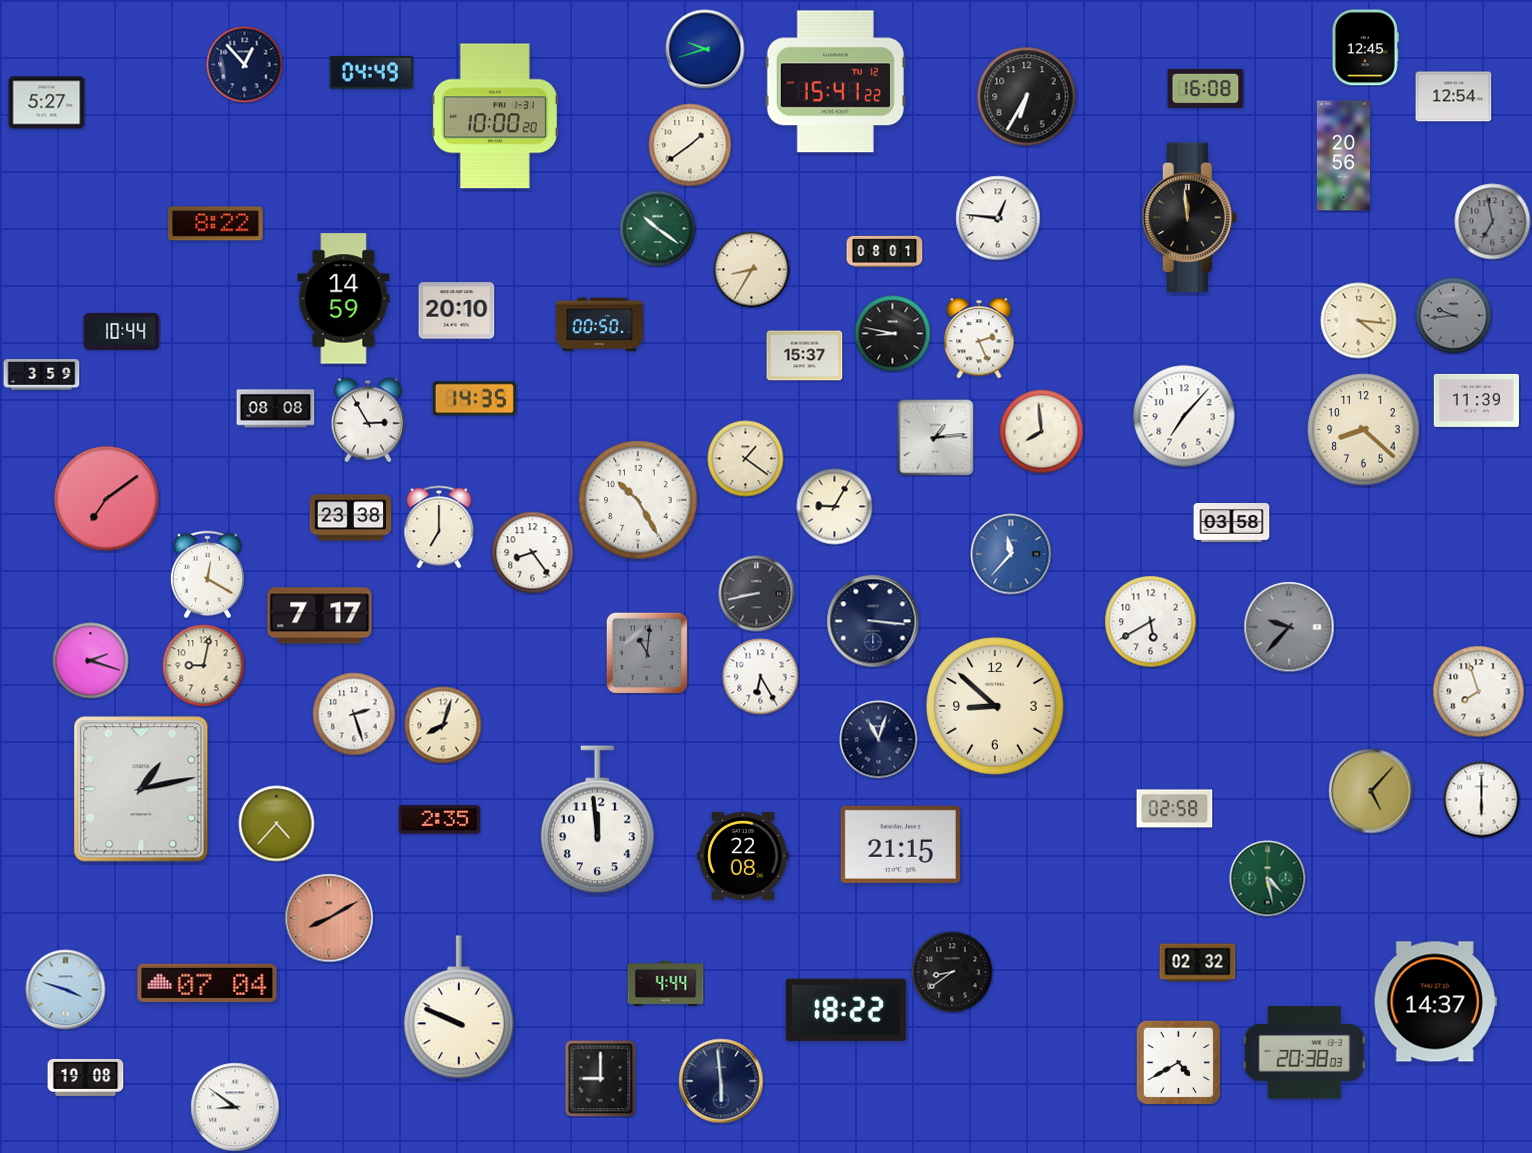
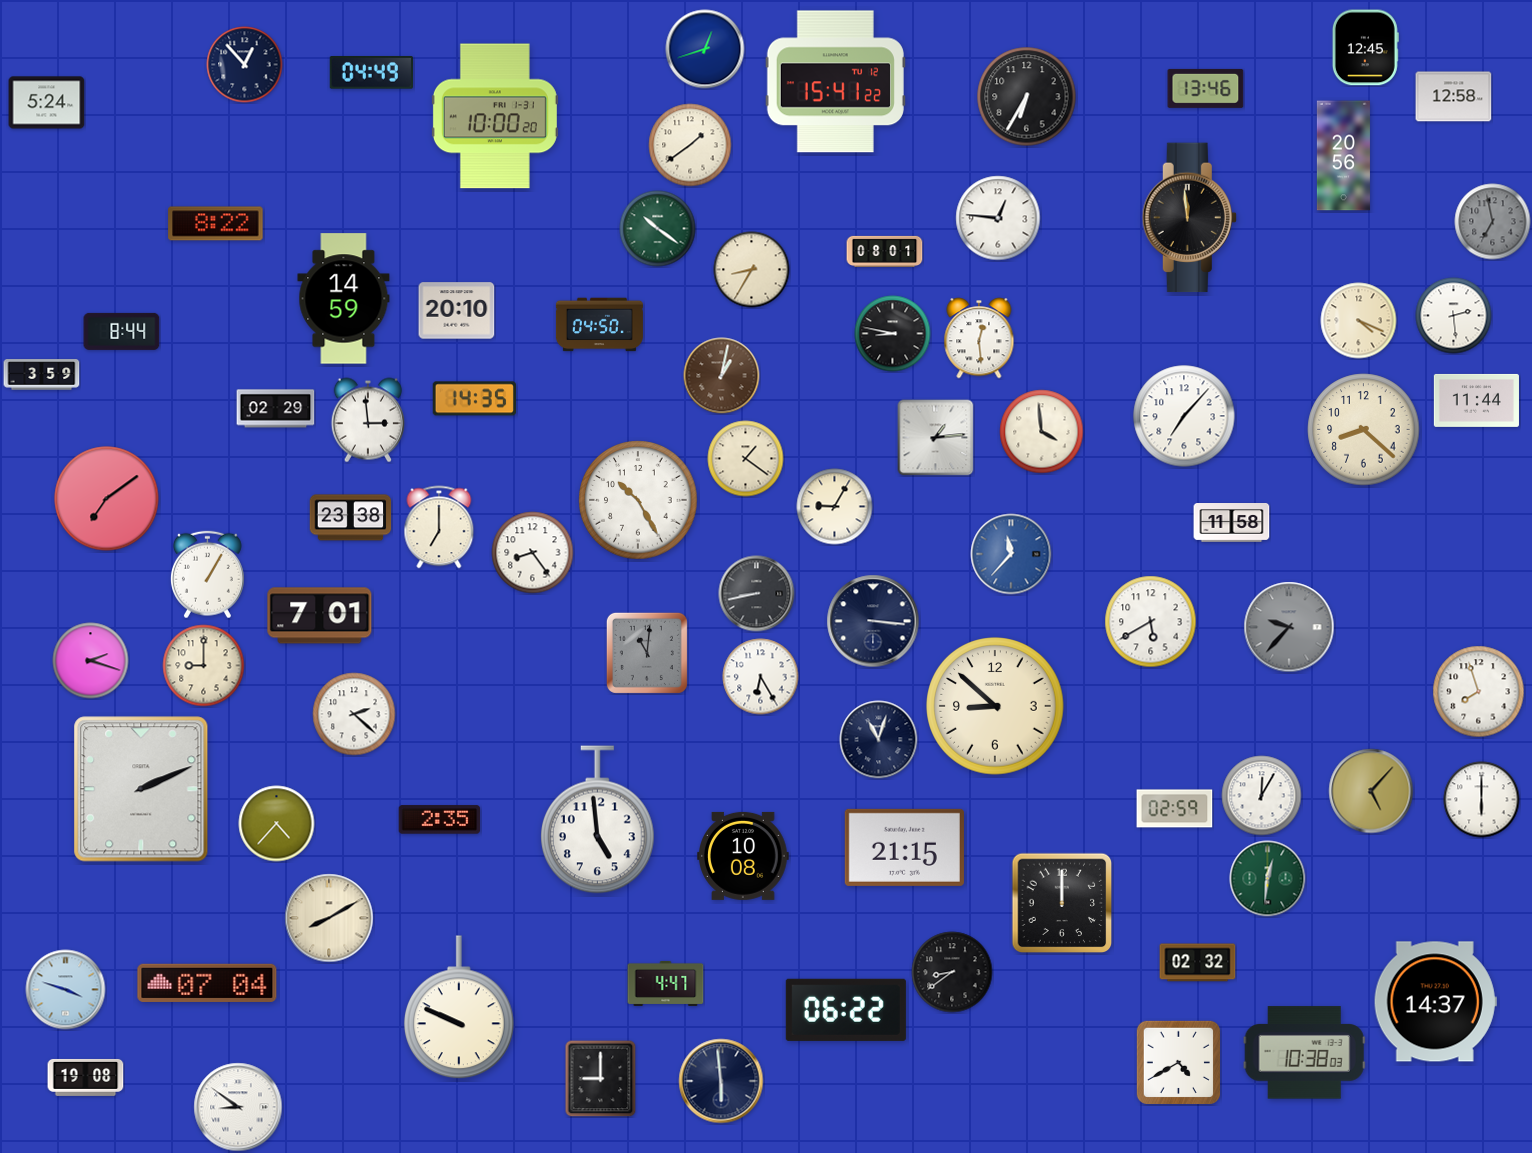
clock at (705, 49): 9:42 -> 12:42
clock at (1206, 88): 16:08 -> 13:46
clock at (1454, 97): 12:54 -> 12:58
clock at (47, 103): 5:27 -> 5:24
clock at (1454, 316): 9:44 -> 2:29
clock at (1454, 316) dial: grey -> white
clock at (1359, 321): 4:16 -> 4:19
clock at (599, 325): 00:50 -> 04:50
clock at (122, 331): 10:44 -> 8:44
clock at (979, 338): 2:26 -> 12:29
clock at (805, 356): 15:37 -> none
clock at (722, 376): none -> 1:02
clock at (1476, 400): 11:39 -> 11:44
clock at (276, 409): 08:08 -> 02:29
clock at (368, 420): 2:55 -> 2:59
clock at (1042, 432): 7:59 -> 3:59
clock at (1232, 523): 03:58 -> 11:58
clock at (207, 575): 12:20 -> 1:05
clock at (320, 616): 7:17 -> 7:01
clock at (204, 666): 9:02 -> 9:00
clock at (354, 714): 2:27 -> 2:22
clock at (443, 725): 8:03 -> none
clock at (141, 789): 1:13 -> 2:11
clock at (1262, 796): none -> 12:05
clock at (1175, 809): 02:58 -> 02:59
clock at (597, 820): 11:59 -> 4:59
clock at (900, 844) position: (900, 844) -> (904, 847)
clock at (743, 856): 22:08 -> 10:08
clock at (1268, 879): 4:28 -> 12:31
clock at (1062, 903): none -> 12:00
clock at (329, 918) dial: salmon -> cream
clock at (666, 983): 4:44 -> 4:47
clock at (846, 1010): 18:22 -> 06:22
clock at (1304, 1053): 20:38 -> 10:38
clock at (235, 1107) position: (235, 1107) -> (238, 1107)
